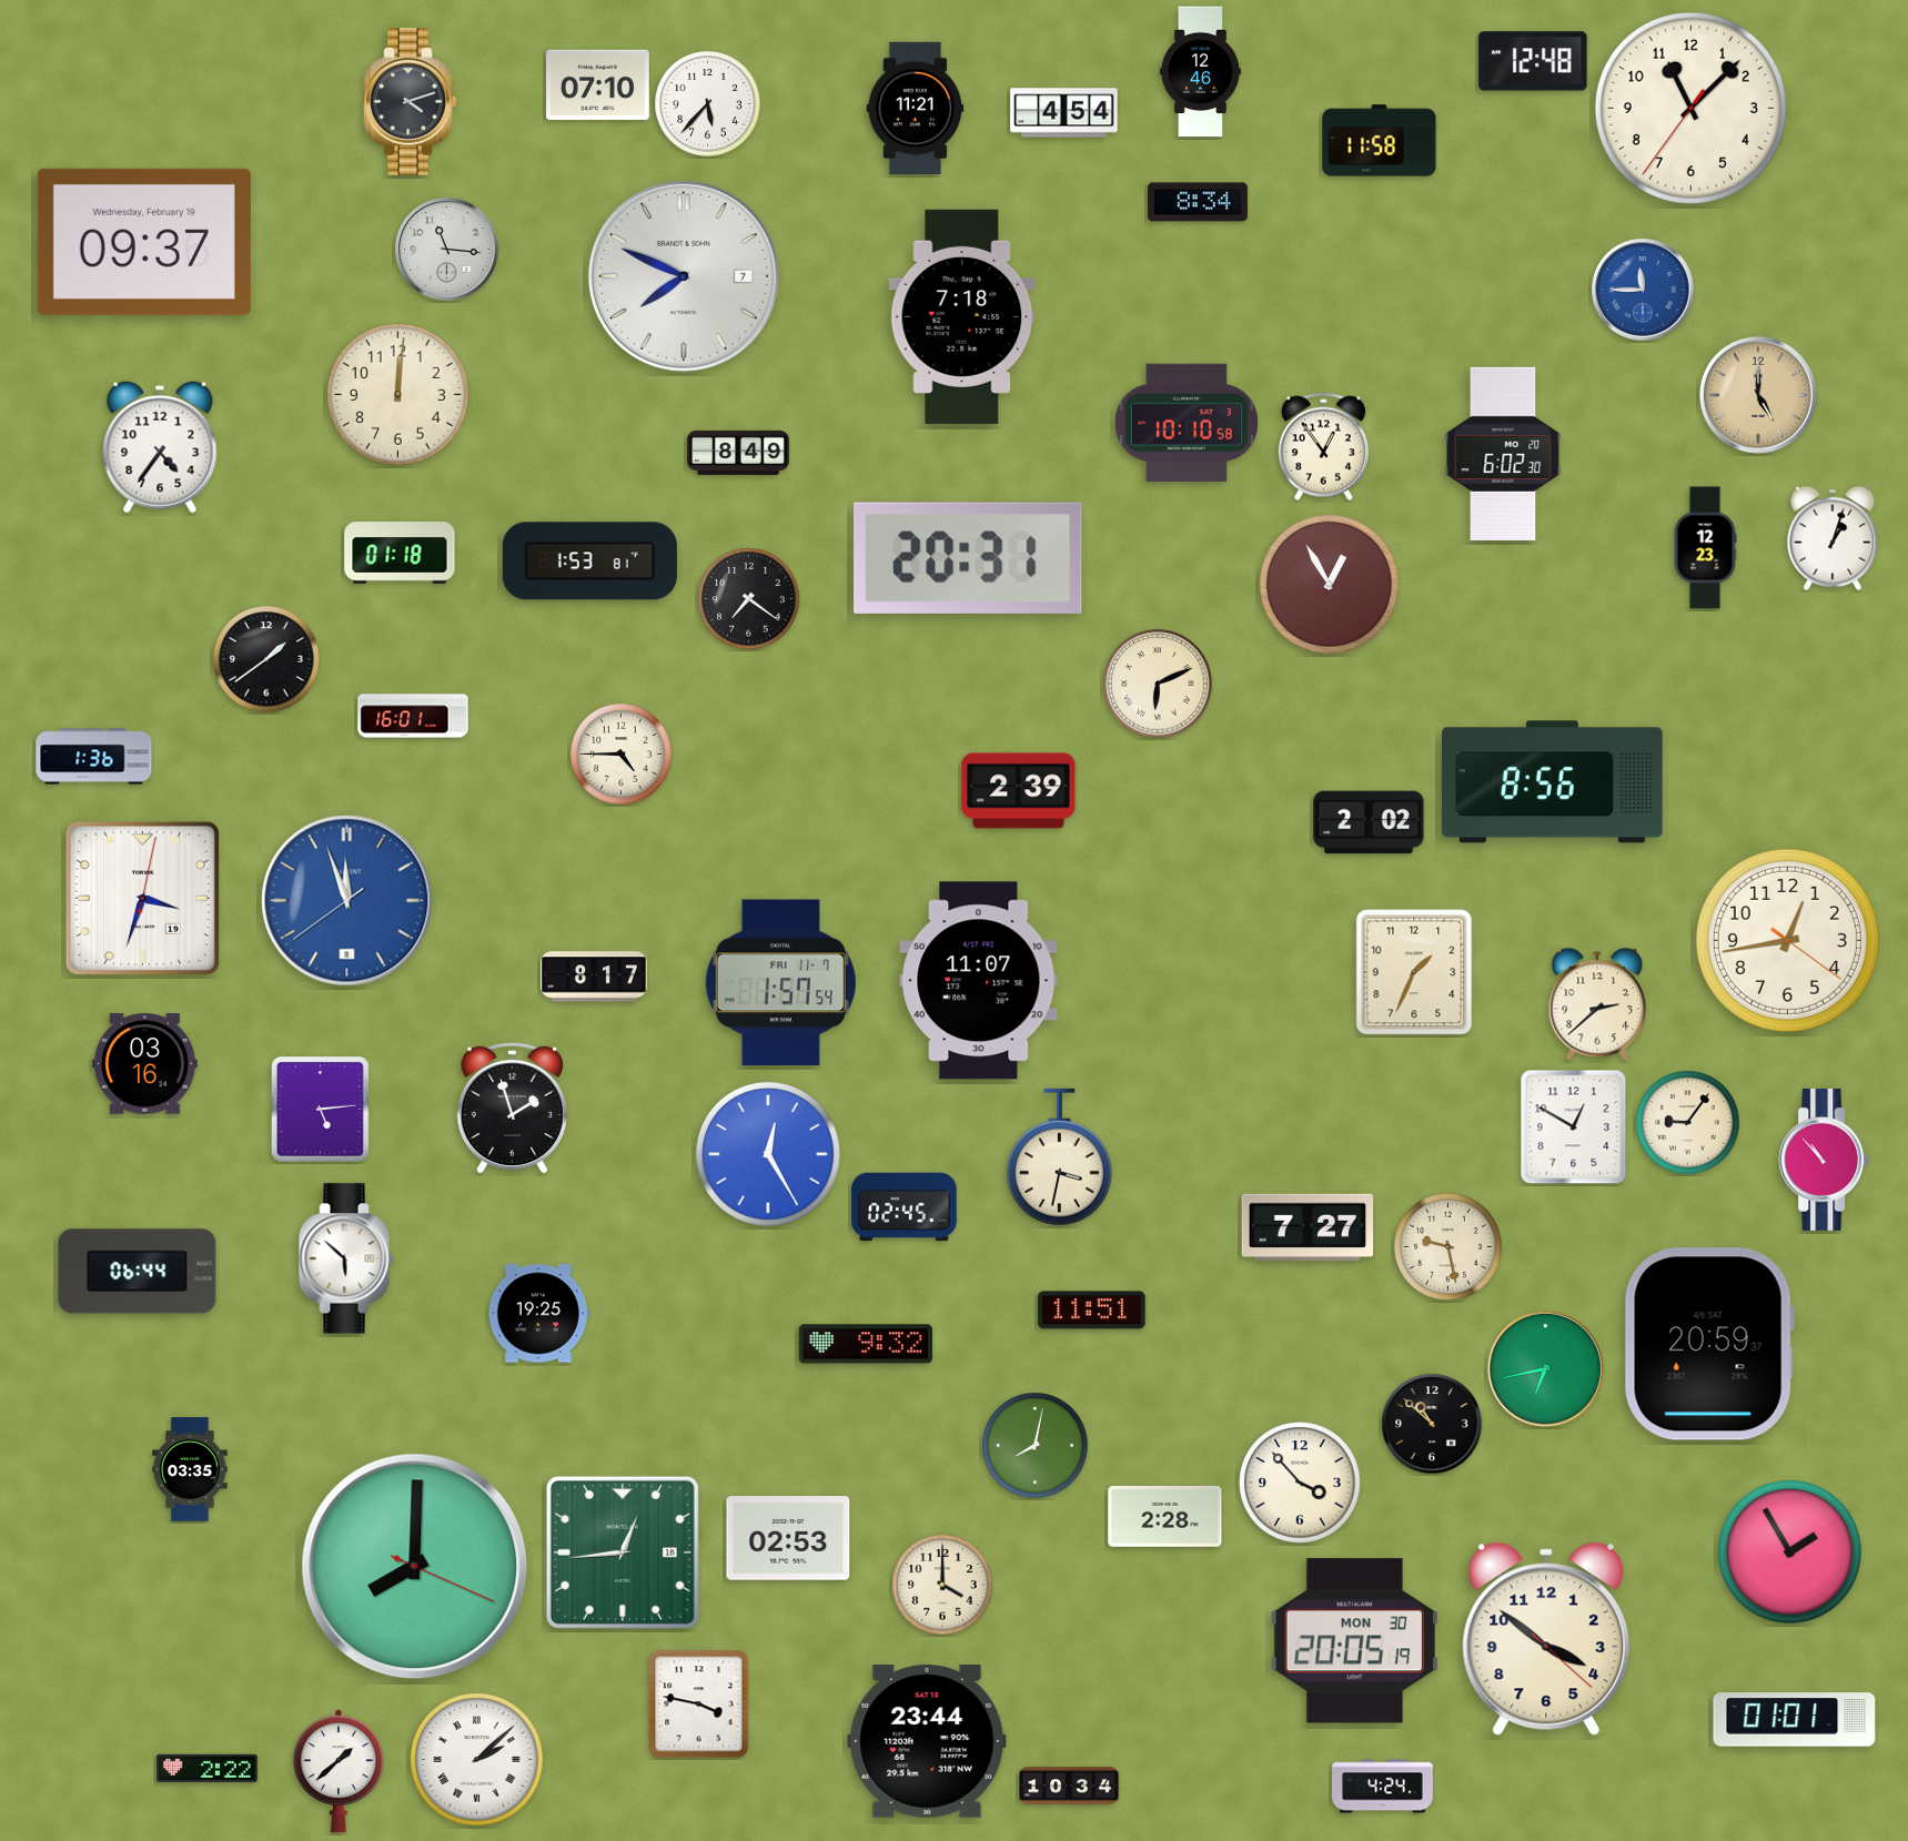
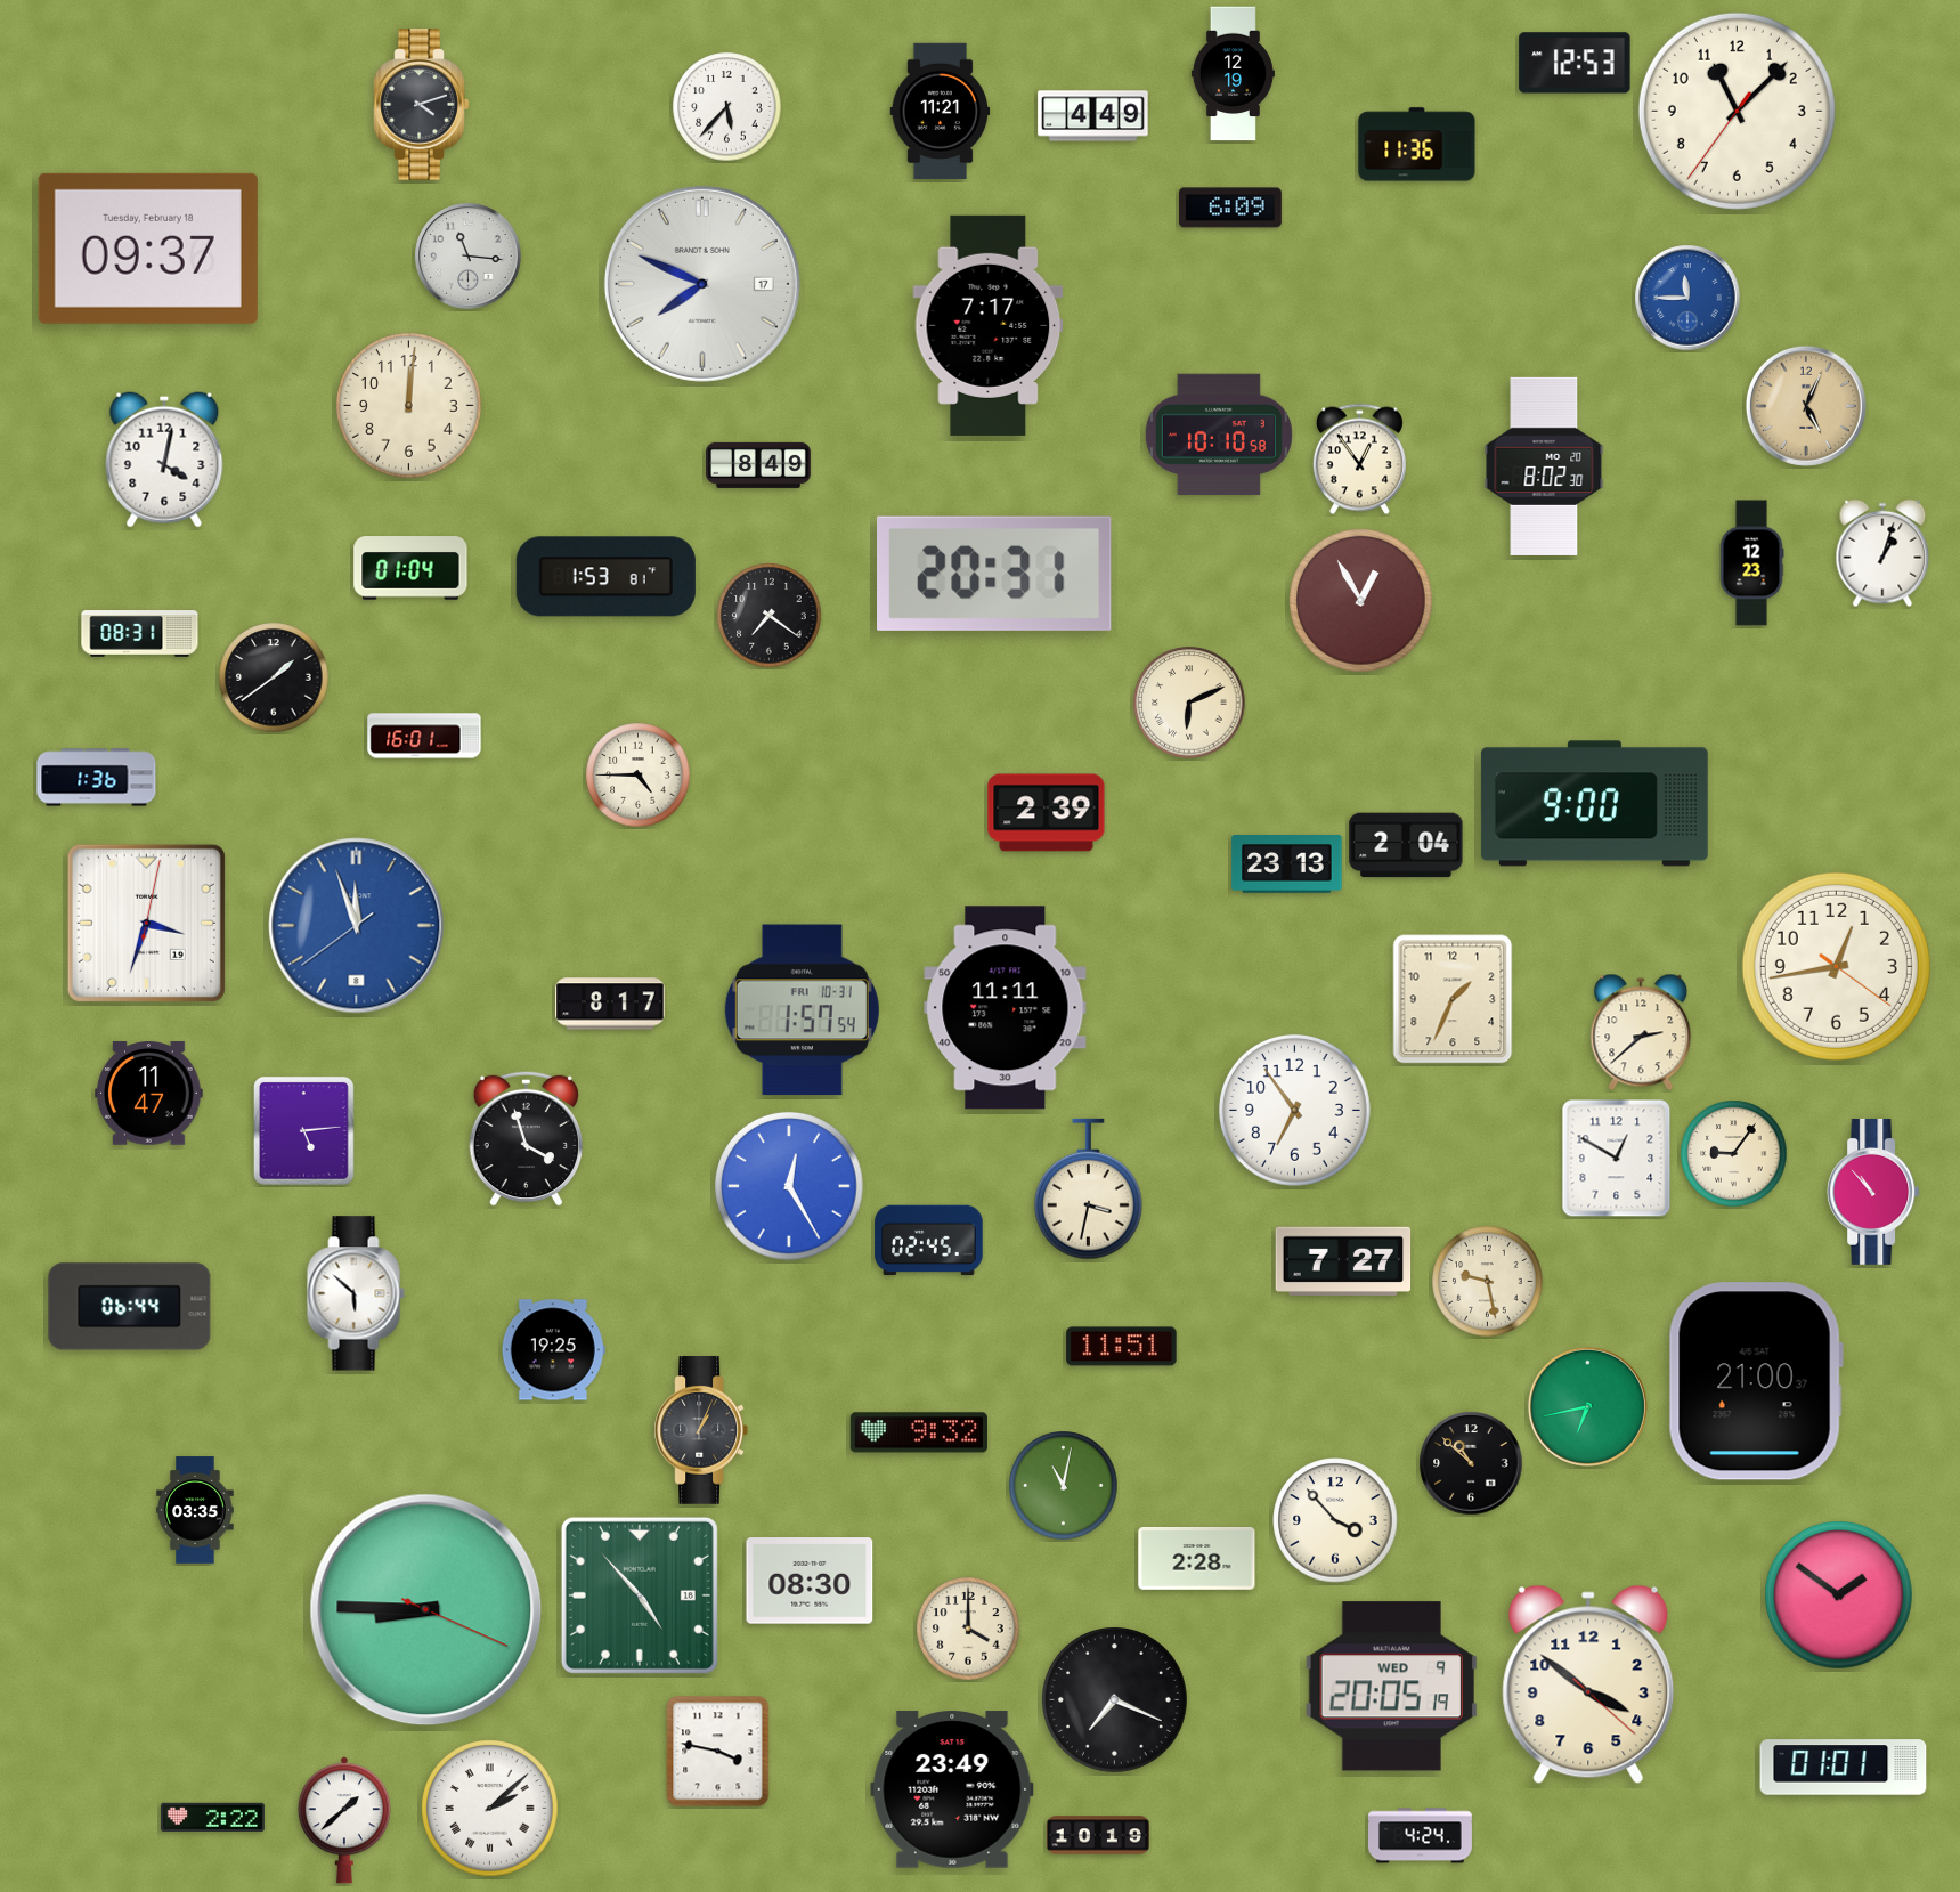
clock at (1533, 61): 12:48 -> 12:53
clock at (1200, 72): 12:46 -> 12:19
clock at (598, 84): 07:10 -> none
clock at (1064, 113): 4:54 -> 4:49
clock at (1380, 141): 11:58 -> 11:36
clock at (1198, 202): 8:34 -> 6:09
clock at (144, 242) date: Wednesday, February 19 -> Tuesday, February 18
clock at (447, 250) position: (447, 250) -> (469, 257)
clock at (684, 276) date: 7 -> 17
clock at (962, 316): 7:18 -> 7:17
clock at (1758, 395): 5:00 -> 5:04
clock at (160, 447): 4:36 -> 4:02
clock at (1503, 454): 6:02 -> 8:02
clock at (400, 553): 01:18 -> 01:04
clock at (1330, 585) position: (1330, 585) -> (1361, 601)
clock at (140, 634): none -> 08:31
clock at (1552, 782): 8:56 -> 9:00
clock at (1369, 822): 2:02 -> 2:04
clock at (1287, 864): none -> 23:13
clock at (979, 981): 11:07 -> 11:11
clock at (780, 983) date: FRI 11-7 -> FRI 10-31
clock at (145, 1064): 03:16 -> 11:47
clock at (1294, 1110): none -> 6:54
clock at (513, 1107): 1:57 -> 3:57
clock at (320, 1109) position: (320, 1109) -> (303, 1130)
clock at (138, 1272) position: (138, 1272) -> (130, 1307)
clock at (866, 1344) position: (866, 1344) -> (919, 1432)
clock at (1709, 1344): 20:59 -> 21:00
clock at (700, 1430): none -> 1:04
clock at (1036, 1446): 8:02 -> 11:02
clock at (1300, 1483) position: (1300, 1483) -> (1335, 1520)
clock at (788, 1538): 02:53 -> 08:30
clock at (623, 1552): 12:44 -> 4:53
clock at (1790, 1552): 1:55 -> 1:51
clock at (415, 1567): 8:00 -> 8:45
clock at (1354, 1641) date: MON 30 -> WED 9
clock at (1115, 1700): none -> 7:19
clock at (927, 1741): 23:44 -> 23:49
clock at (339, 1771) position: (339, 1771) -> (344, 1820)
clock at (1069, 1786): 10:34 -> 10:19
